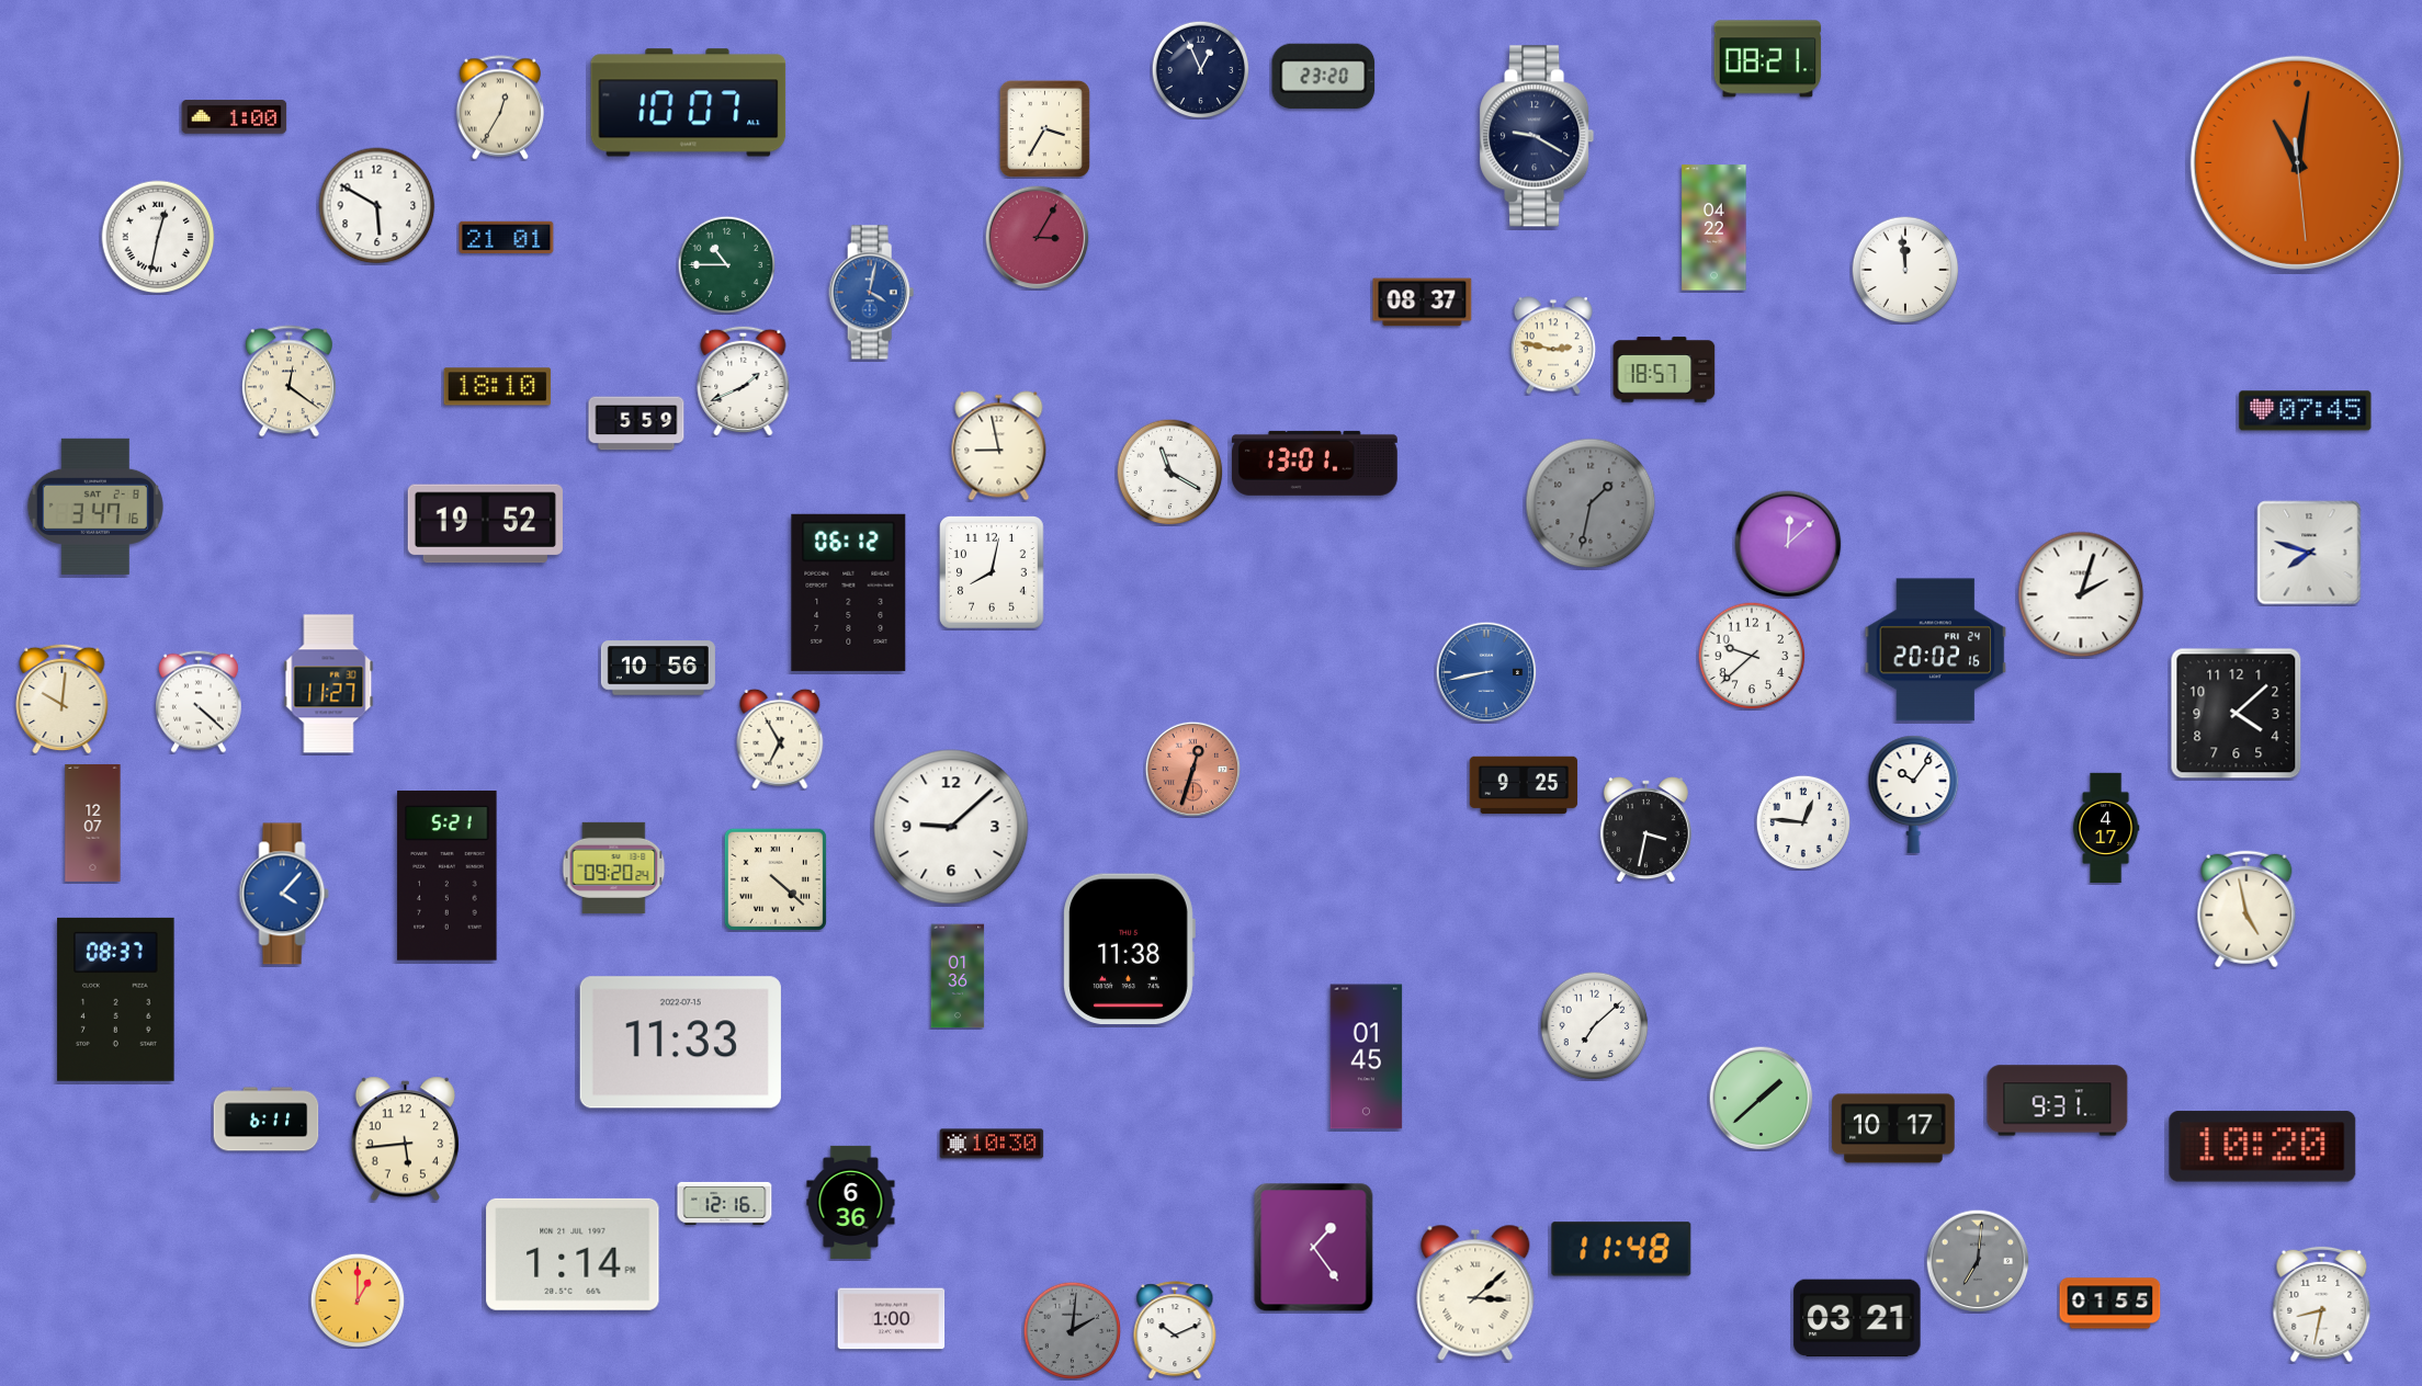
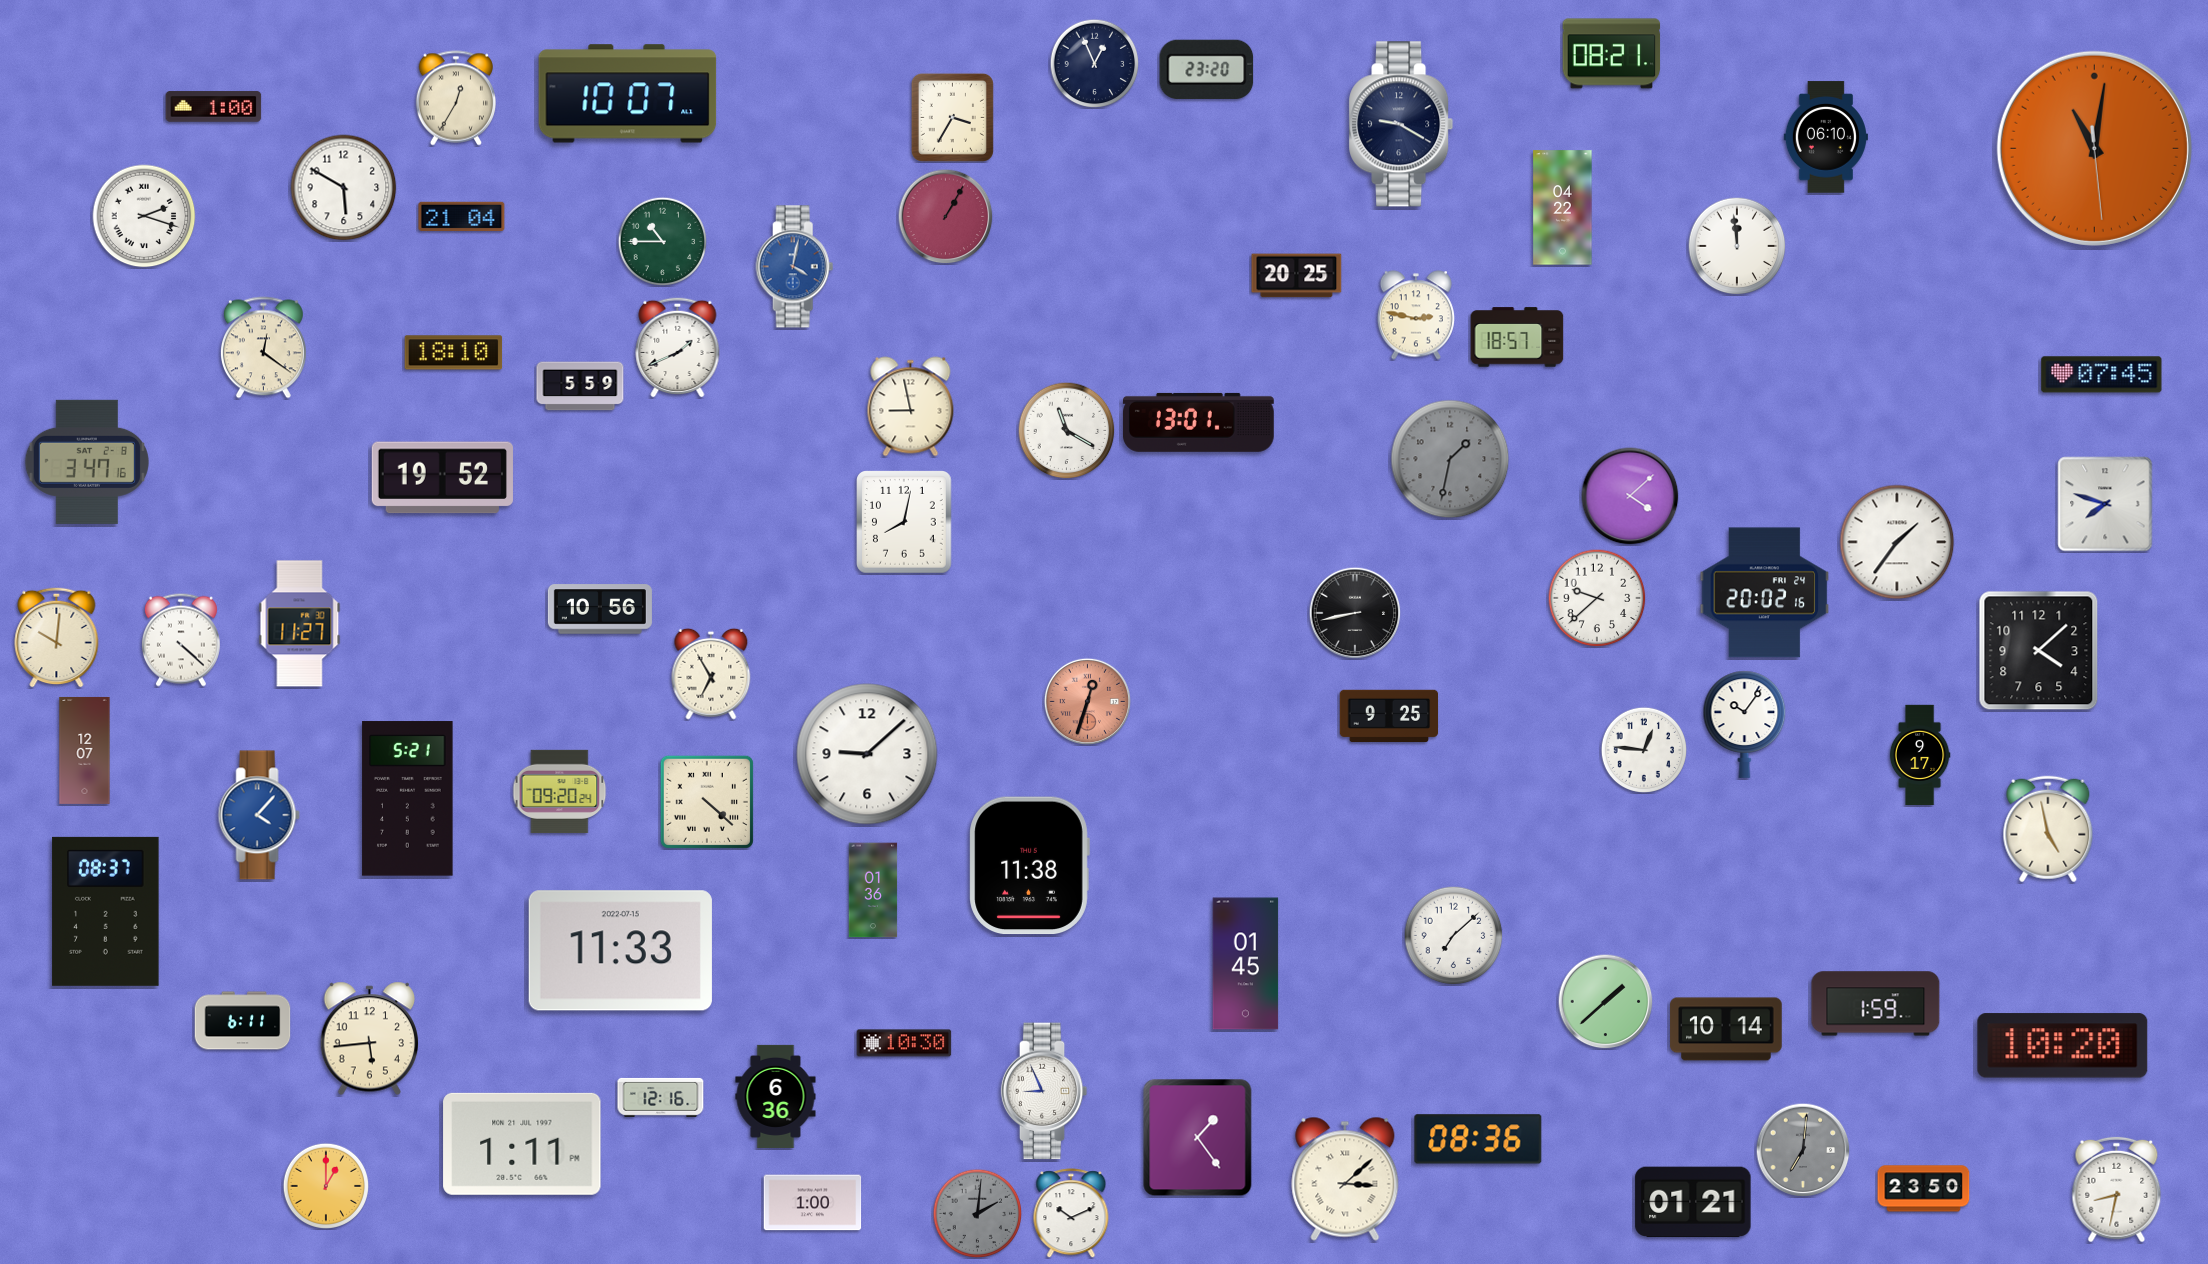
clock at (1826, 137): none -> 06:10
clock at (158, 237): 12:32 -> 2:18
clock at (1037, 237): 3:05 -> 1:05
clock at (507, 238): 21:01 -> 21:04
clock at (1423, 303): 08:37 -> 20:25
clock at (1788, 544): 12:08 -> 4:08
clock at (849, 592): 06:12 -> none
clock at (2081, 594): 2:03 -> 1:36
clock at (1486, 672) dial: blue -> black
clock at (2106, 828): 4:17 -> 9:17
clock at (1645, 830): 3:32 -> none
clock at (2058, 1101): 9:31 -> 1:59
clock at (1893, 1128): 10:17 -> 10:14
clock at (1044, 1091): none -> 8:56
clock at (1621, 1249): 11:48 -> 08:36
clock at (573, 1254): 1:14 -> 1:11
clock at (2110, 1304): 01:55 -> 23:50
clock at (1857, 1318): 03:21 -> 01:21
